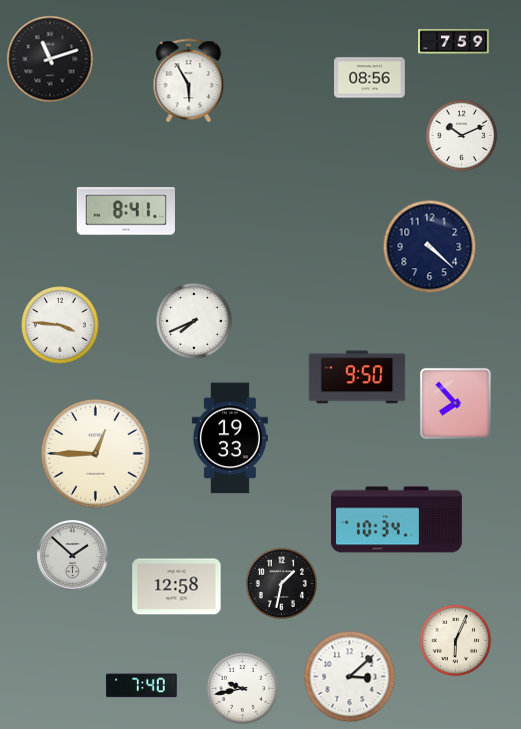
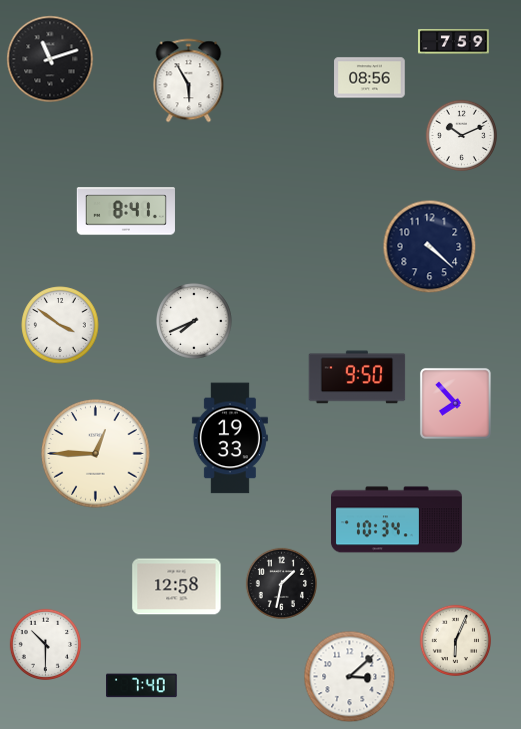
clock at (60, 325): 3:46 -> 3:51
clock at (73, 556): 1:52 -> none
clock at (45, 644): none -> 10:30
clock at (242, 688): 9:43 -> none
